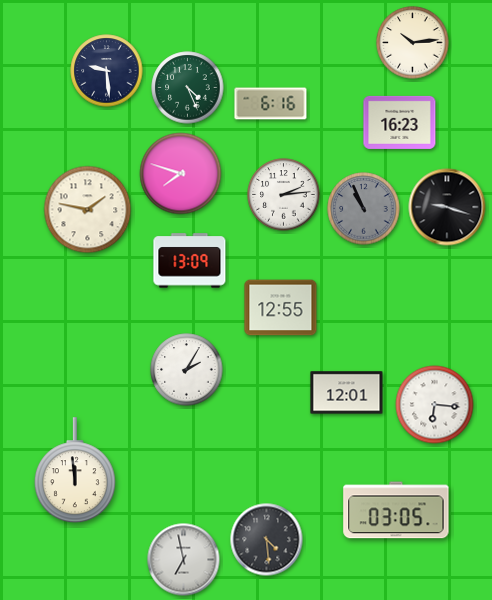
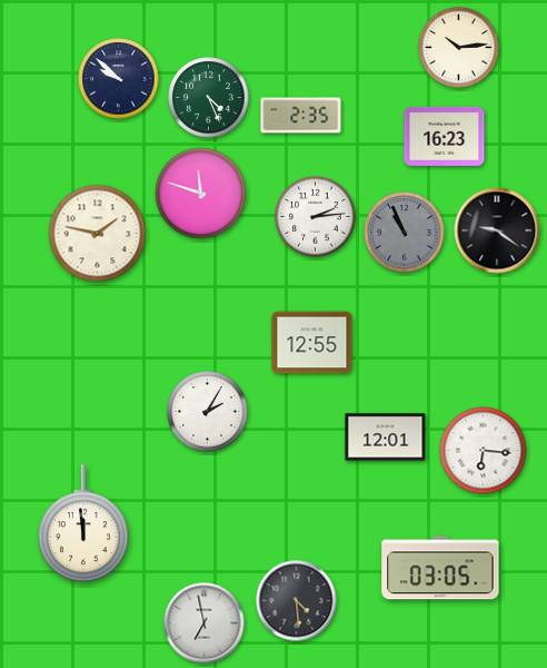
clock at (107, 71): 9:29 -> 9:52
clock at (271, 104): 6:16 -> 2:35
clock at (181, 174): 7:48 -> 11:48
clock at (447, 207): 9:18 -> 9:21
clock at (190, 261): 13:09 -> none
